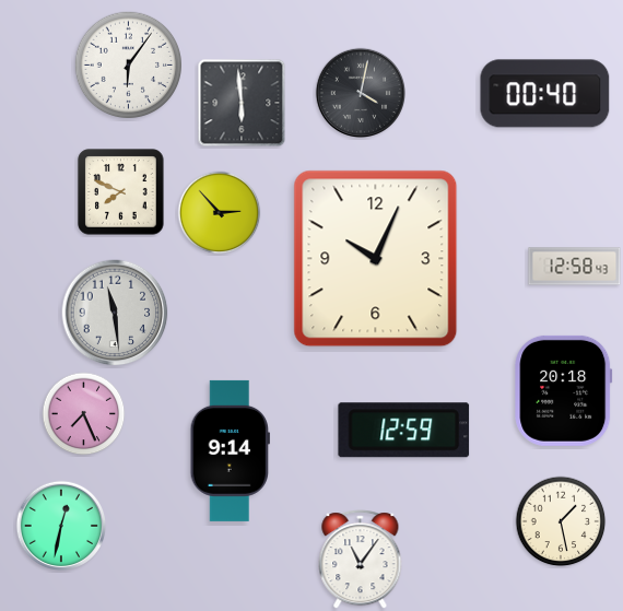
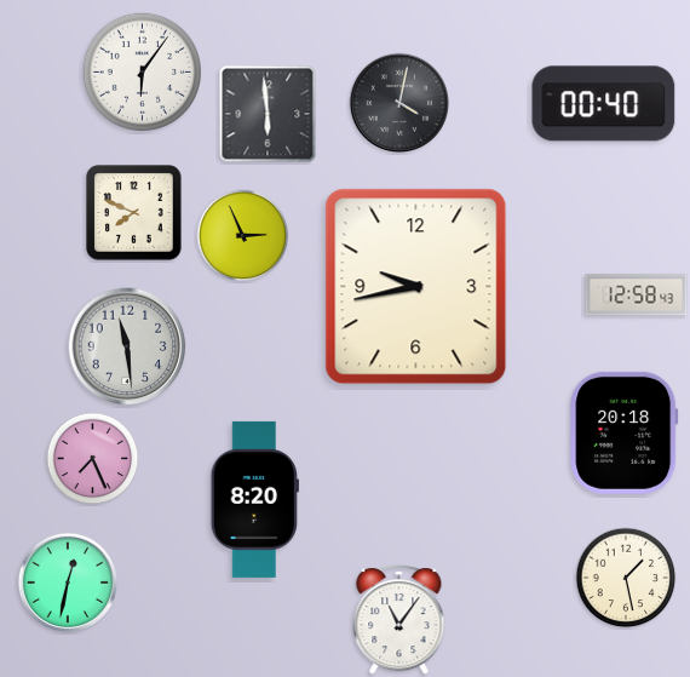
clock at (220, 213): 2:53 -> 2:56
clock at (376, 259): 10:04 -> 9:43
clock at (404, 431): 12:59 -> none
clock at (230, 450): 9:14 -> 8:20
clock at (561, 521) position: (561, 521) -> (626, 578)
